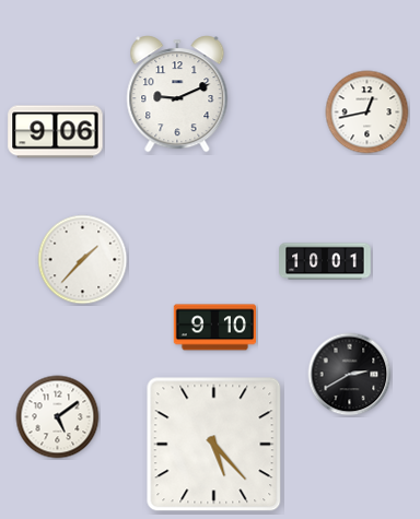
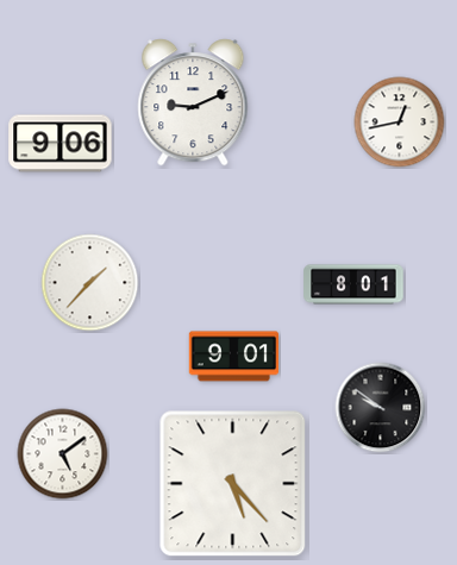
clock at (325, 261): 10:01 -> 8:01
clock at (214, 328): 9:10 -> 9:01
clock at (350, 375): 2:40 -> 9:51
